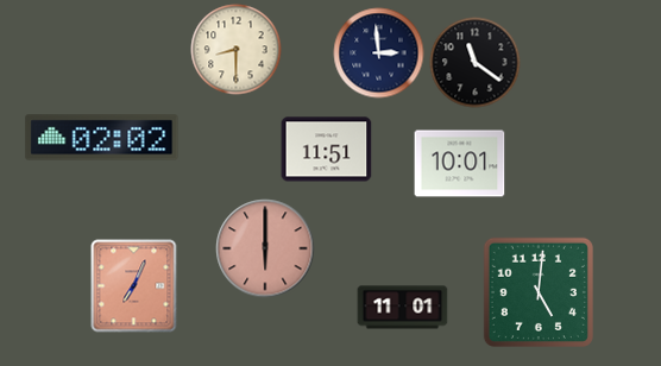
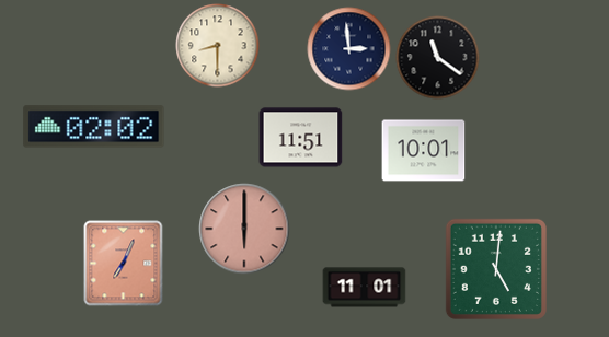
clock at (403, 308) position: (403, 308) -> (365, 288)
